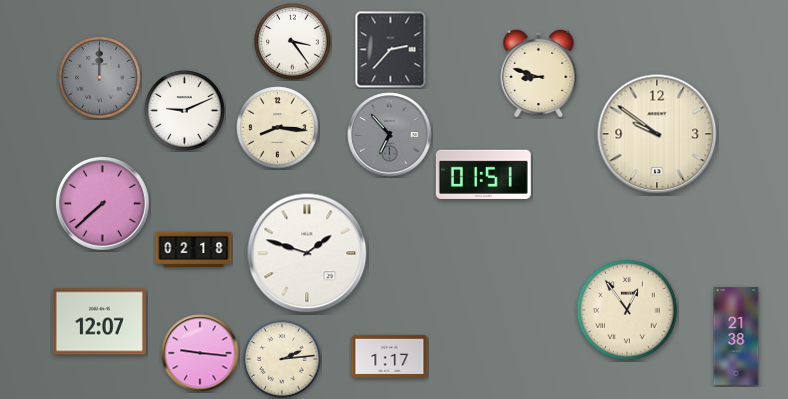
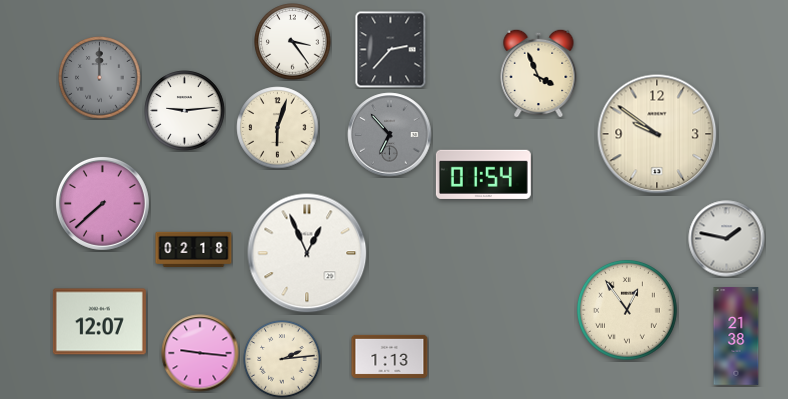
clock at (539, 73): 8:48 -> 3:56
clock at (185, 111): 9:11 -> 9:14
clock at (278, 128): 8:16 -> 6:03
clock at (483, 174): 01:51 -> 01:54
clock at (727, 239): none -> 1:47
clock at (307, 253): 1:48 -> 12:56
clock at (390, 356): 1:17 -> 1:13
